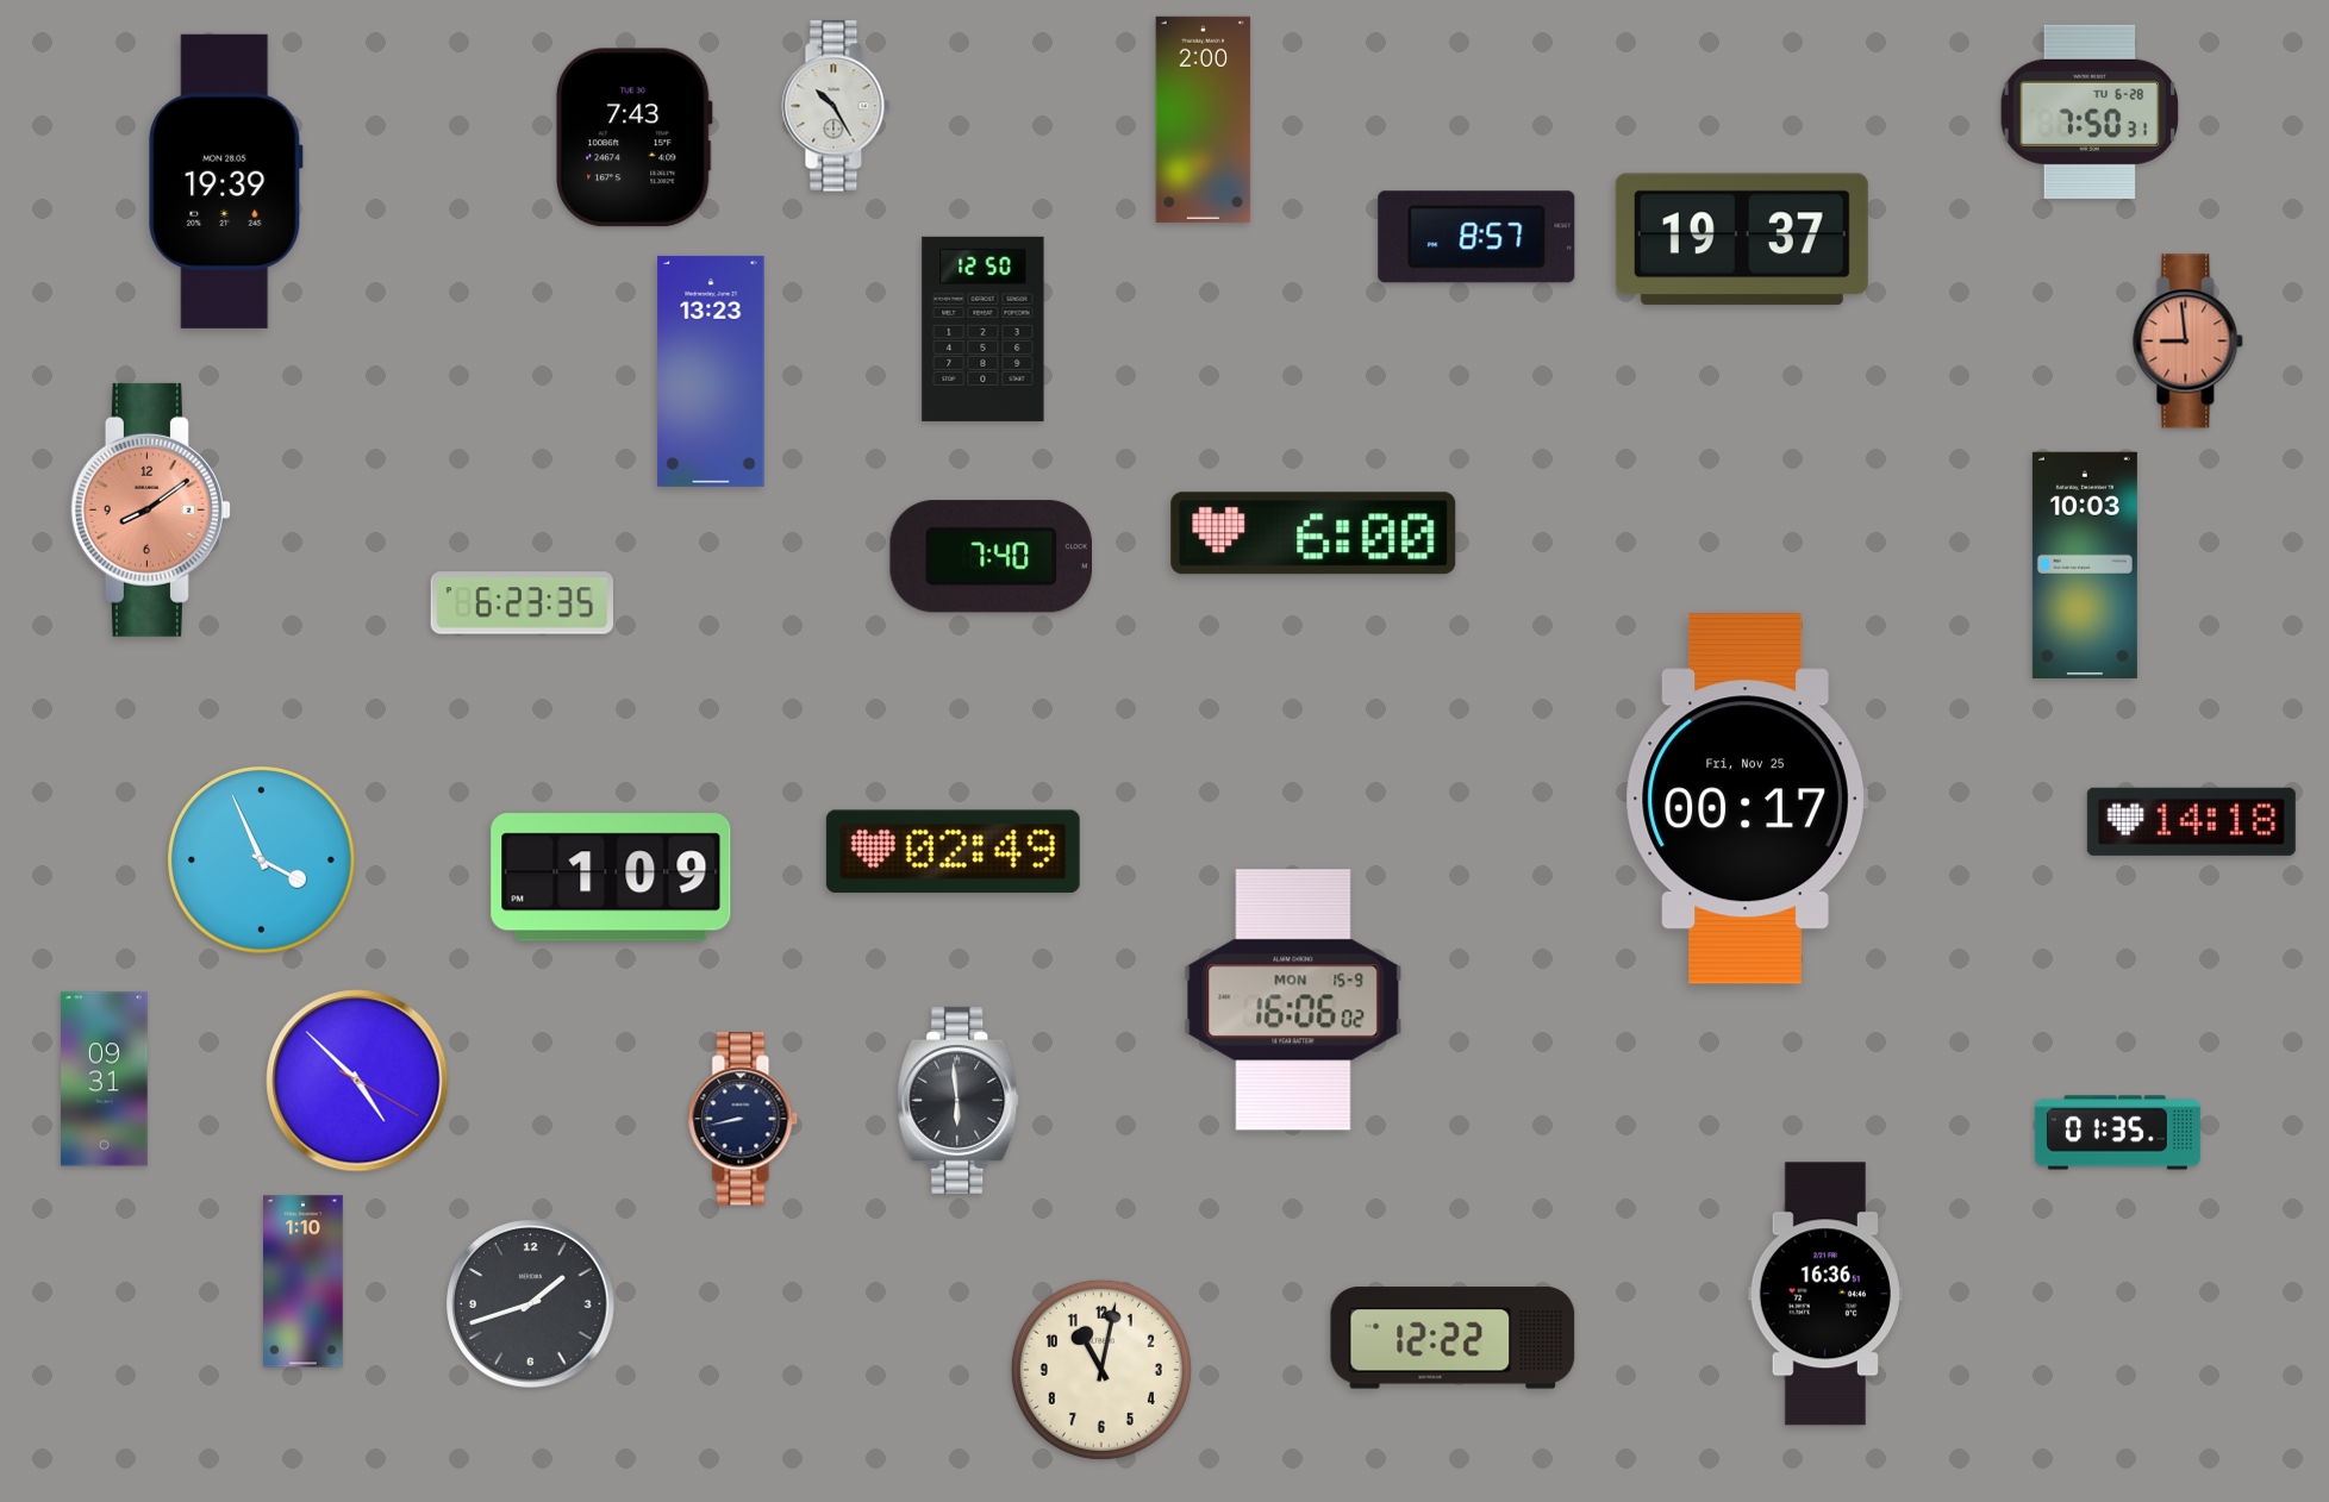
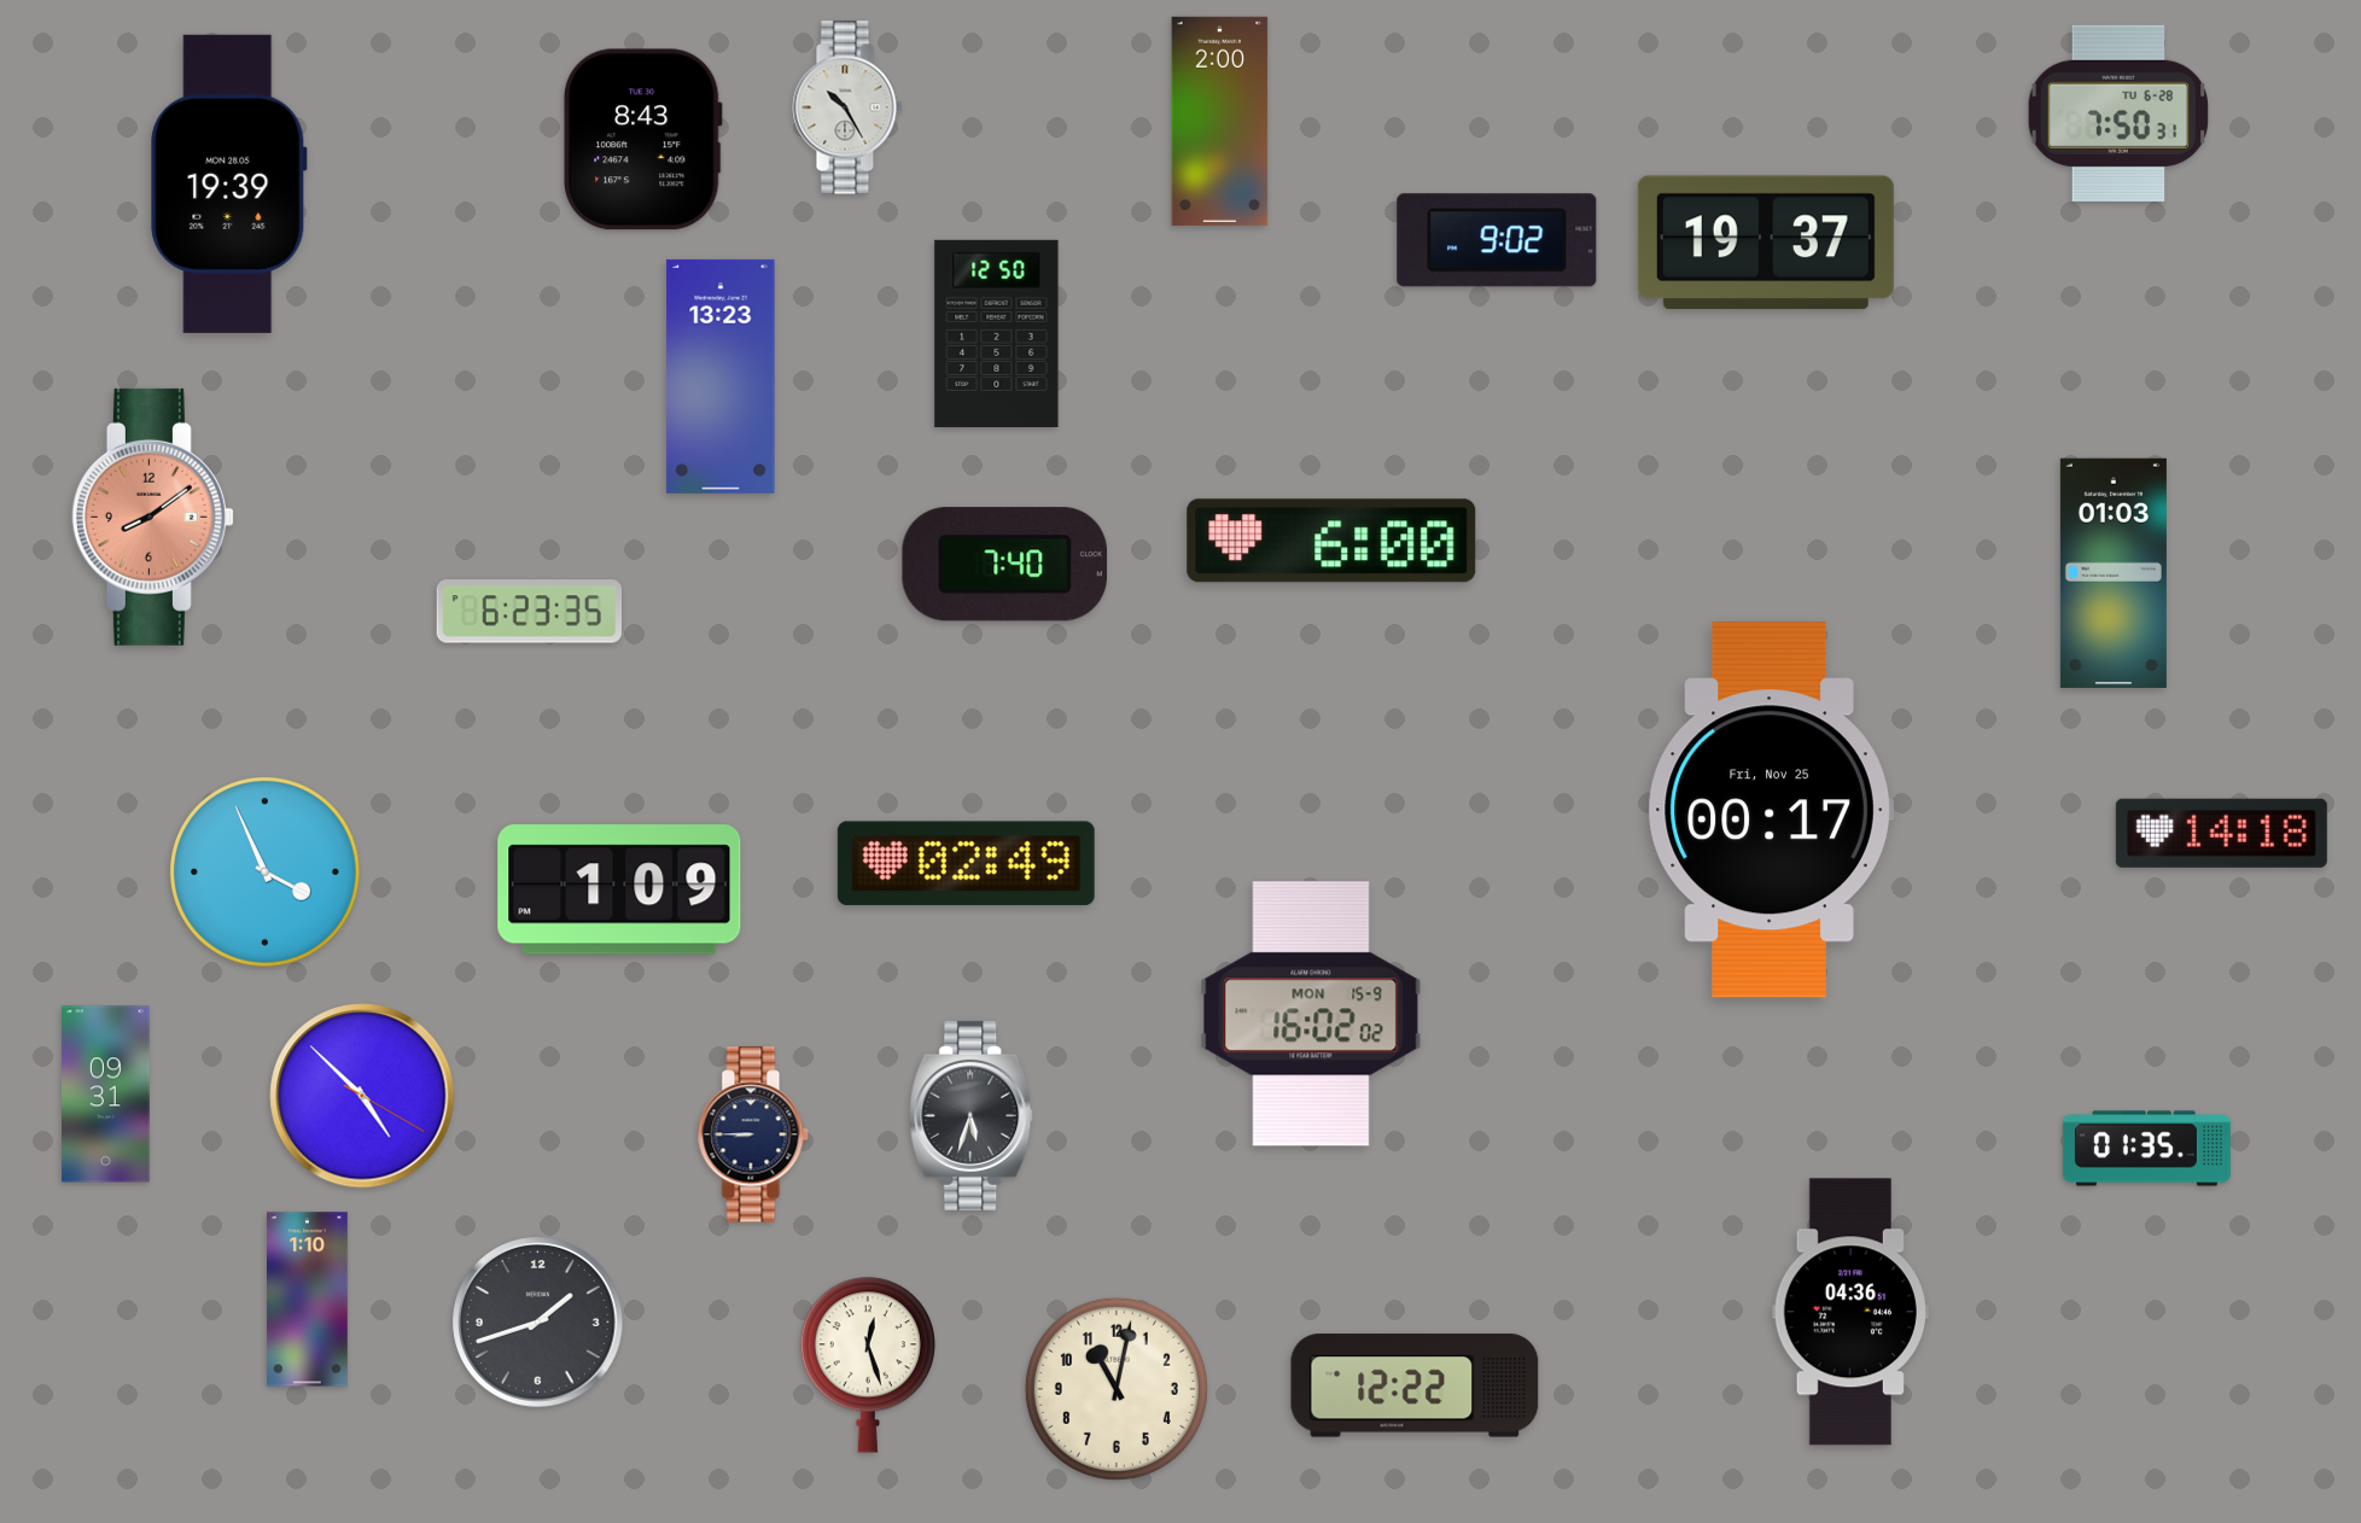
clock at (633, 138): 7:43 -> 8:43
clock at (1476, 237): 8:57 -> 9:02
clock at (2188, 342): 8:59 -> none
clock at (2085, 564): 10:03 -> 01:03
clock at (1293, 1000): 16:06 -> 16:02
clock at (959, 1100): 5:59 -> 5:33
clock at (743, 1119): 8:43 -> 8:45
clock at (1825, 1294): 16:36 -> 04:36
clock at (1453, 1338) position: (1453, 1338) -> (1415, 1385)
clock at (868, 1365): none -> 12:27
